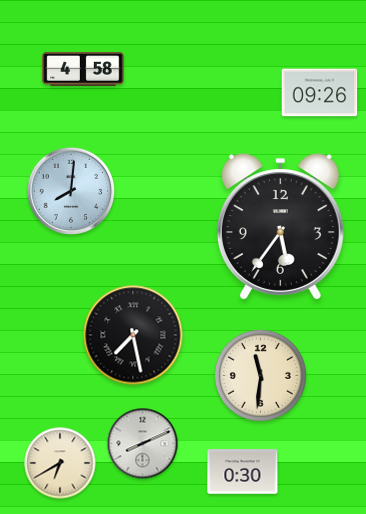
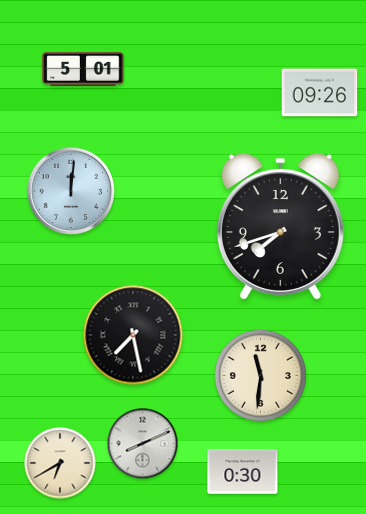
clock at (83, 69): 4:58 -> 5:01
clock at (70, 190): 8:01 -> 12:01
clock at (280, 227): 5:36 -> 7:42
